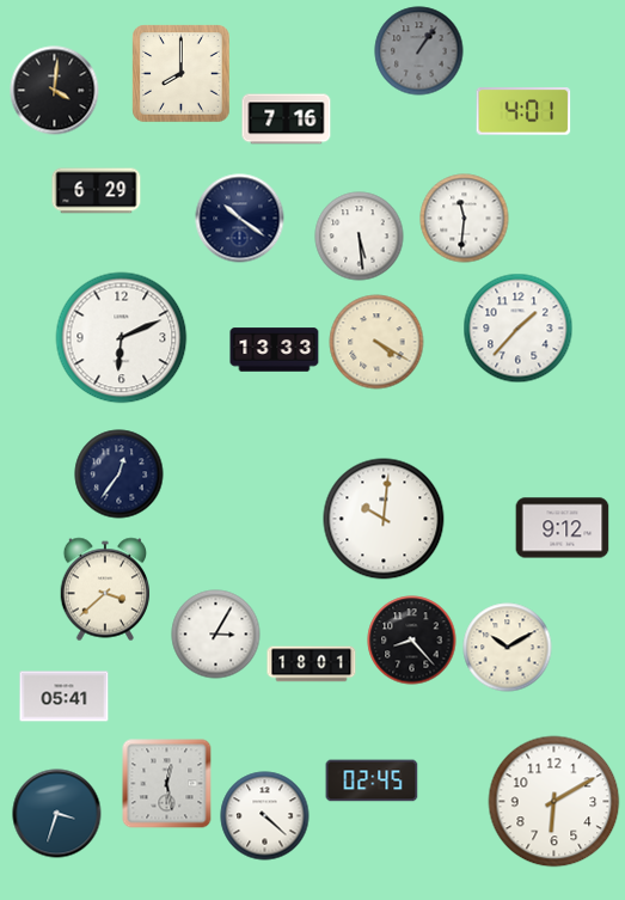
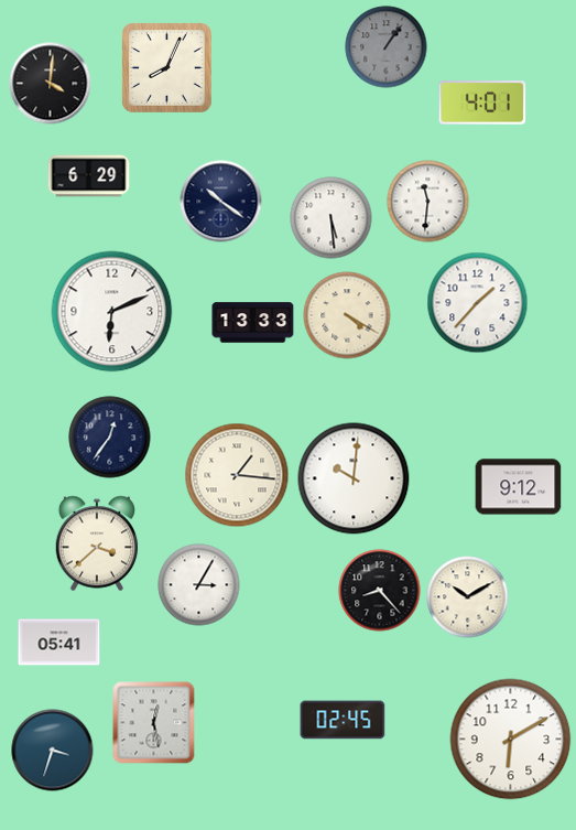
clock at (182, 74): 8:00 -> 8:04
clock at (287, 120): 7:16 -> none
clock at (237, 475): none -> 1:16
clock at (312, 665): 18:01 -> none
clock at (265, 816): 4:22 -> none
